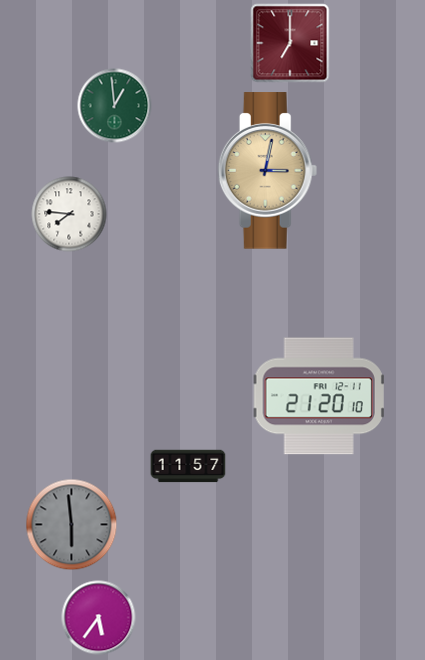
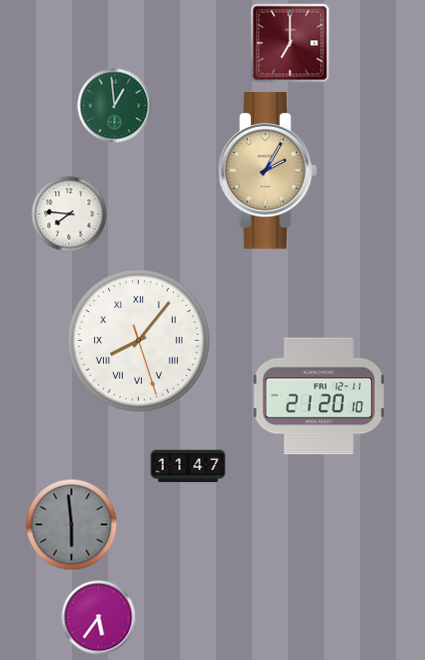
clock at (268, 171): 3:02 -> 2:05
clock at (139, 341): none -> 8:06
clock at (188, 466): 11:57 -> 11:47
